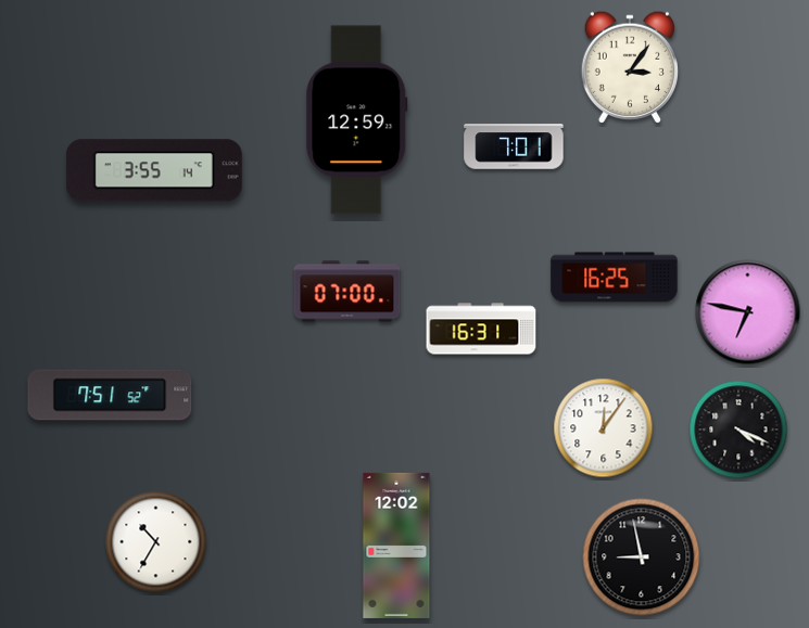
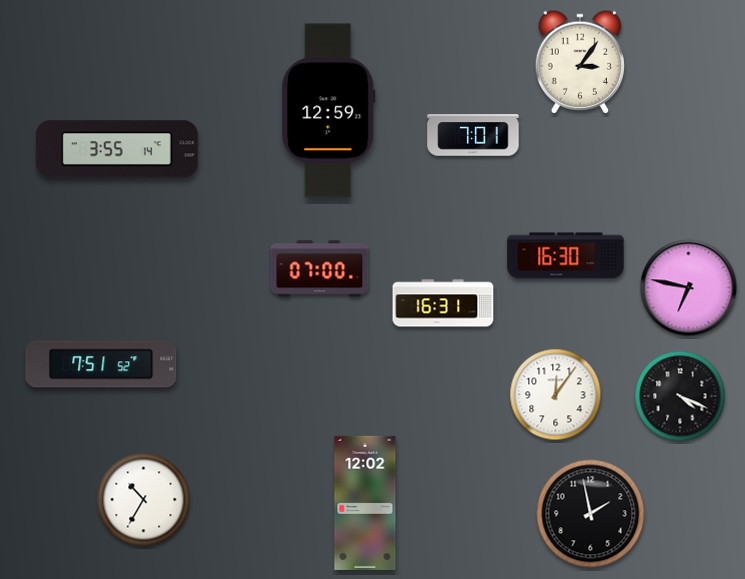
clock at (154, 170) position: (154, 170) -> (117, 149)
clock at (615, 278): 16:25 -> 16:30
clock at (642, 557): 8:58 -> 1:58
